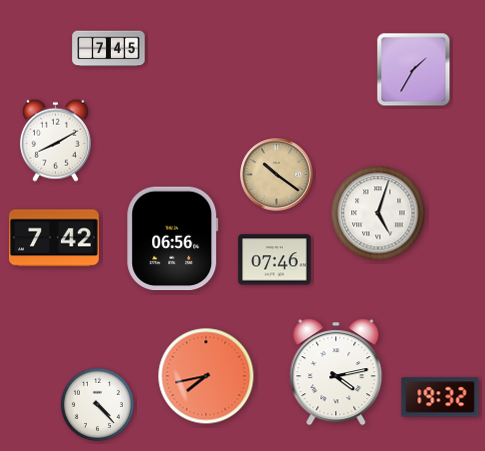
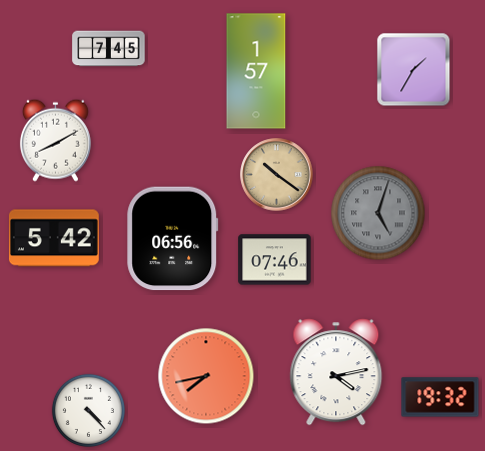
clock at (256, 71): none -> 1:57
clock at (378, 213) dial: white -> grey
clock at (54, 238): 7:42 -> 5:42
clock at (97, 404) position: (97, 404) -> (88, 410)
